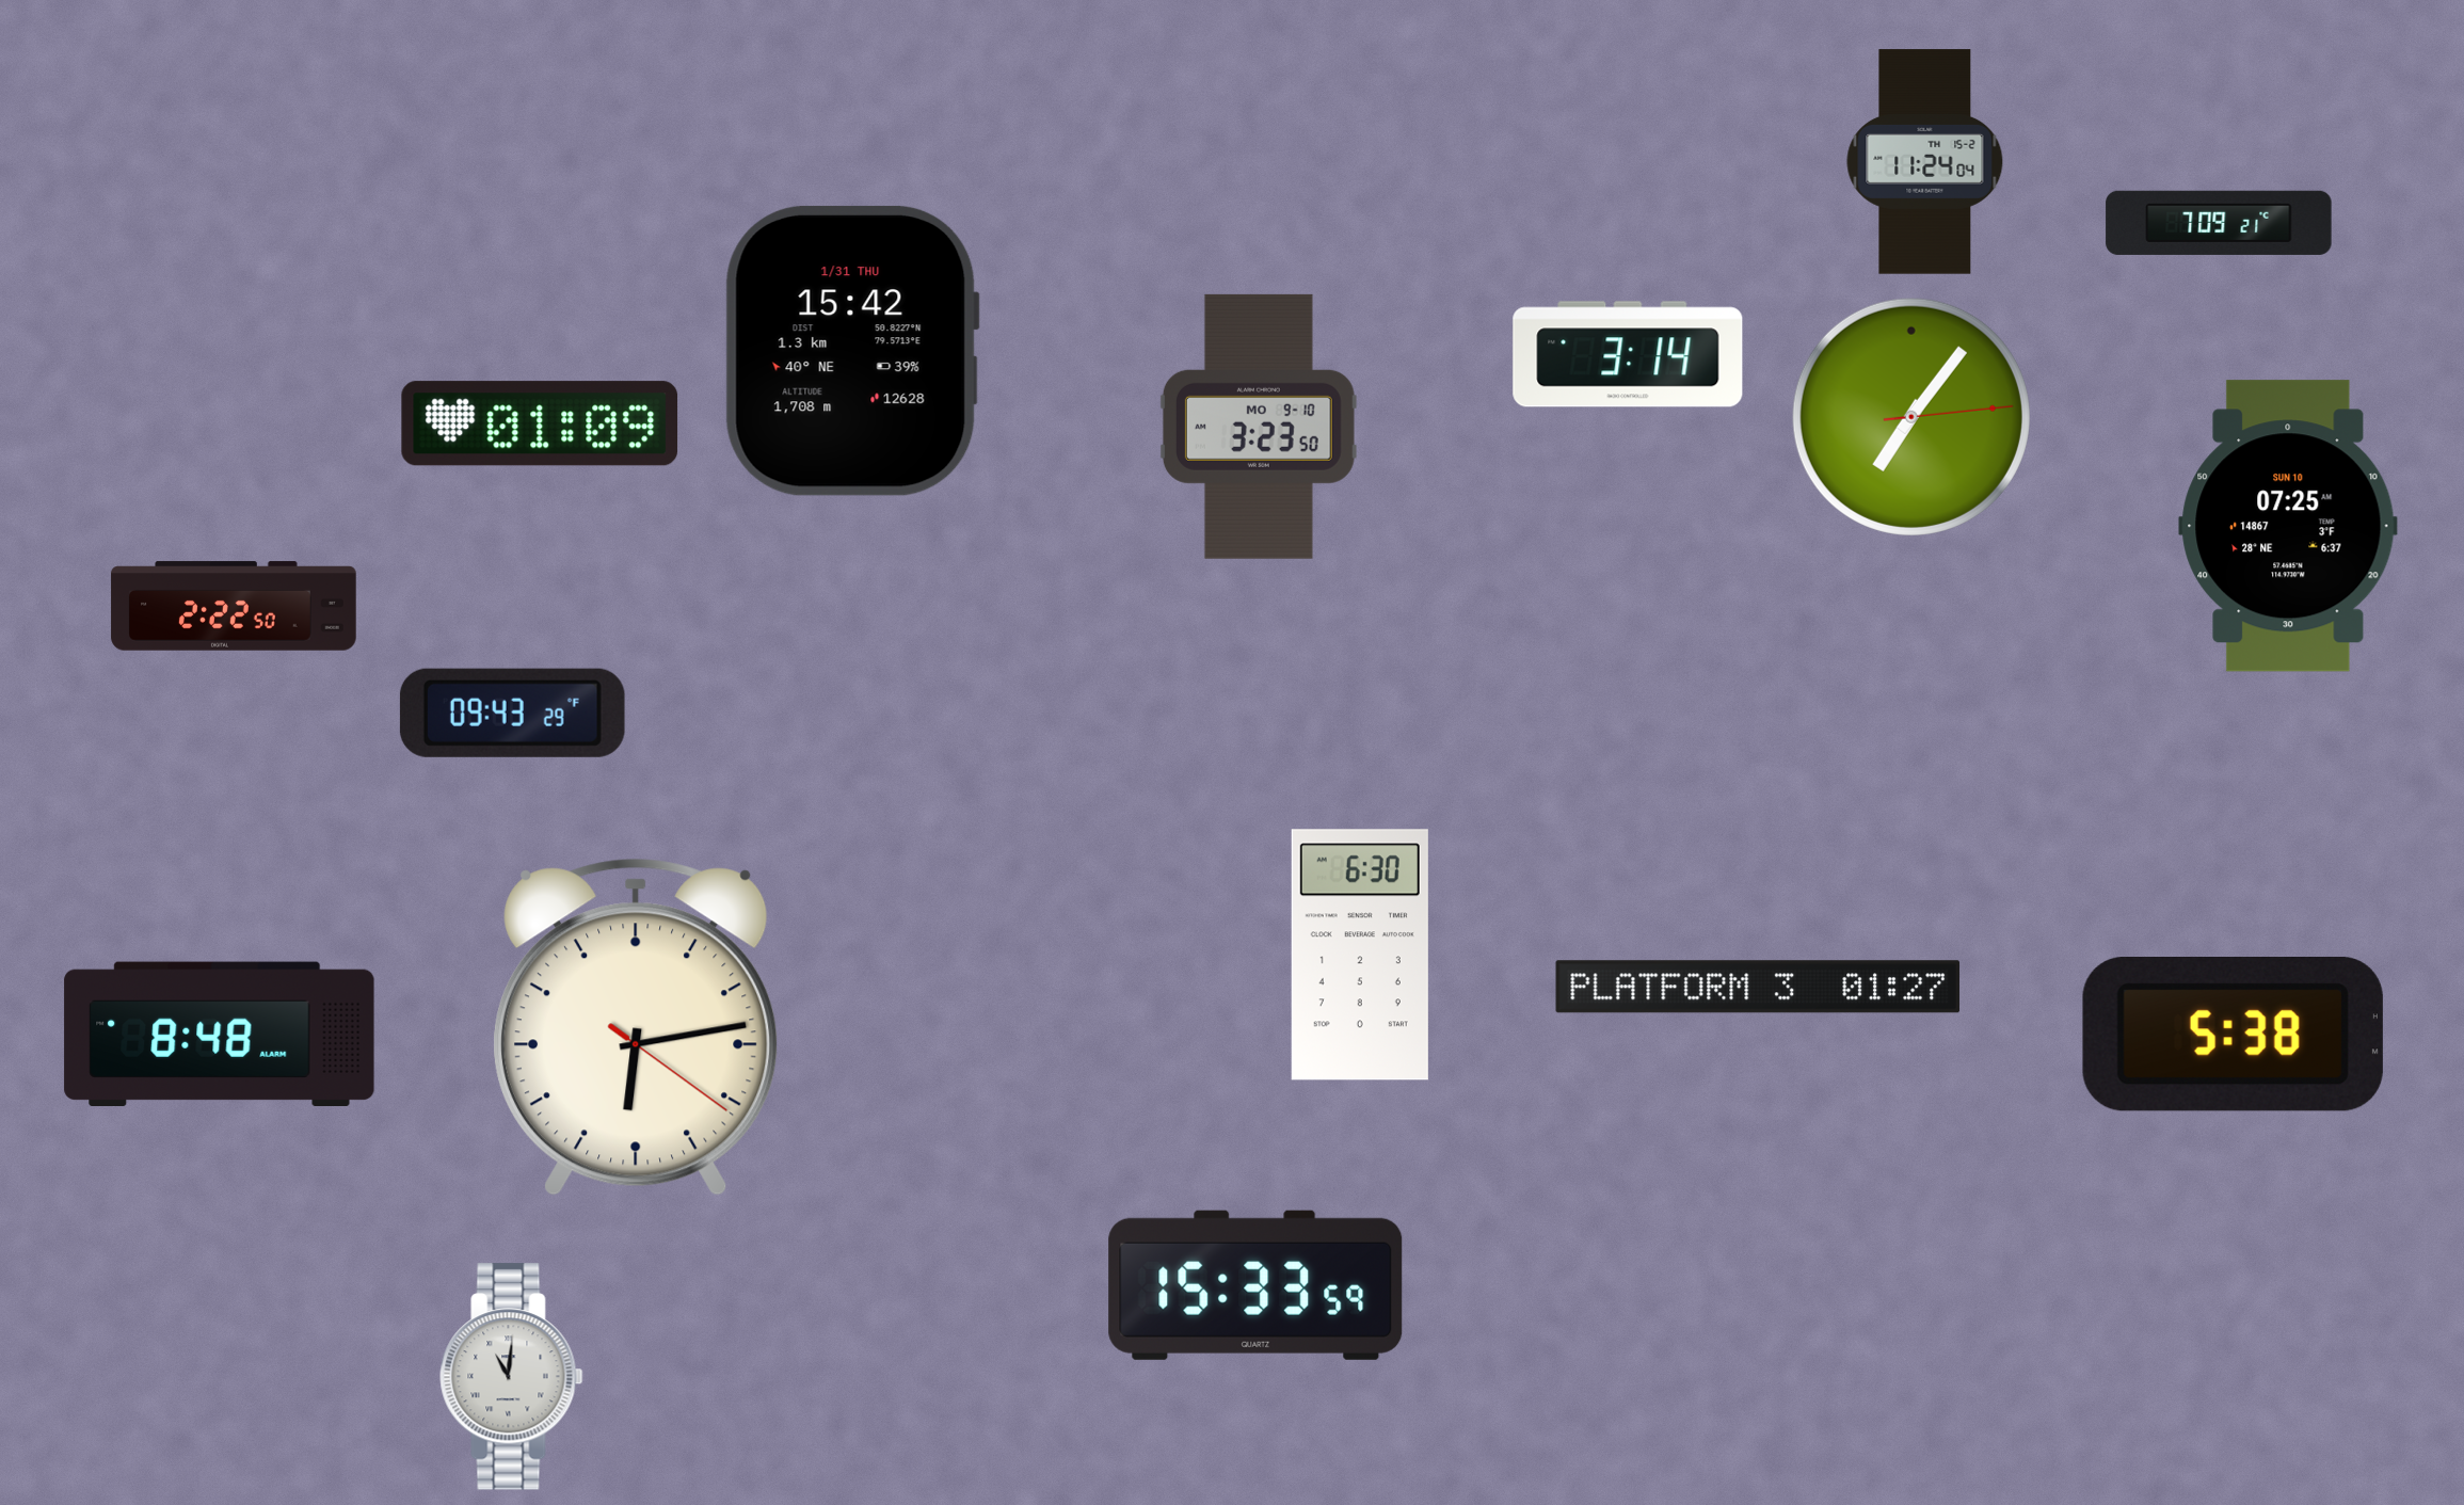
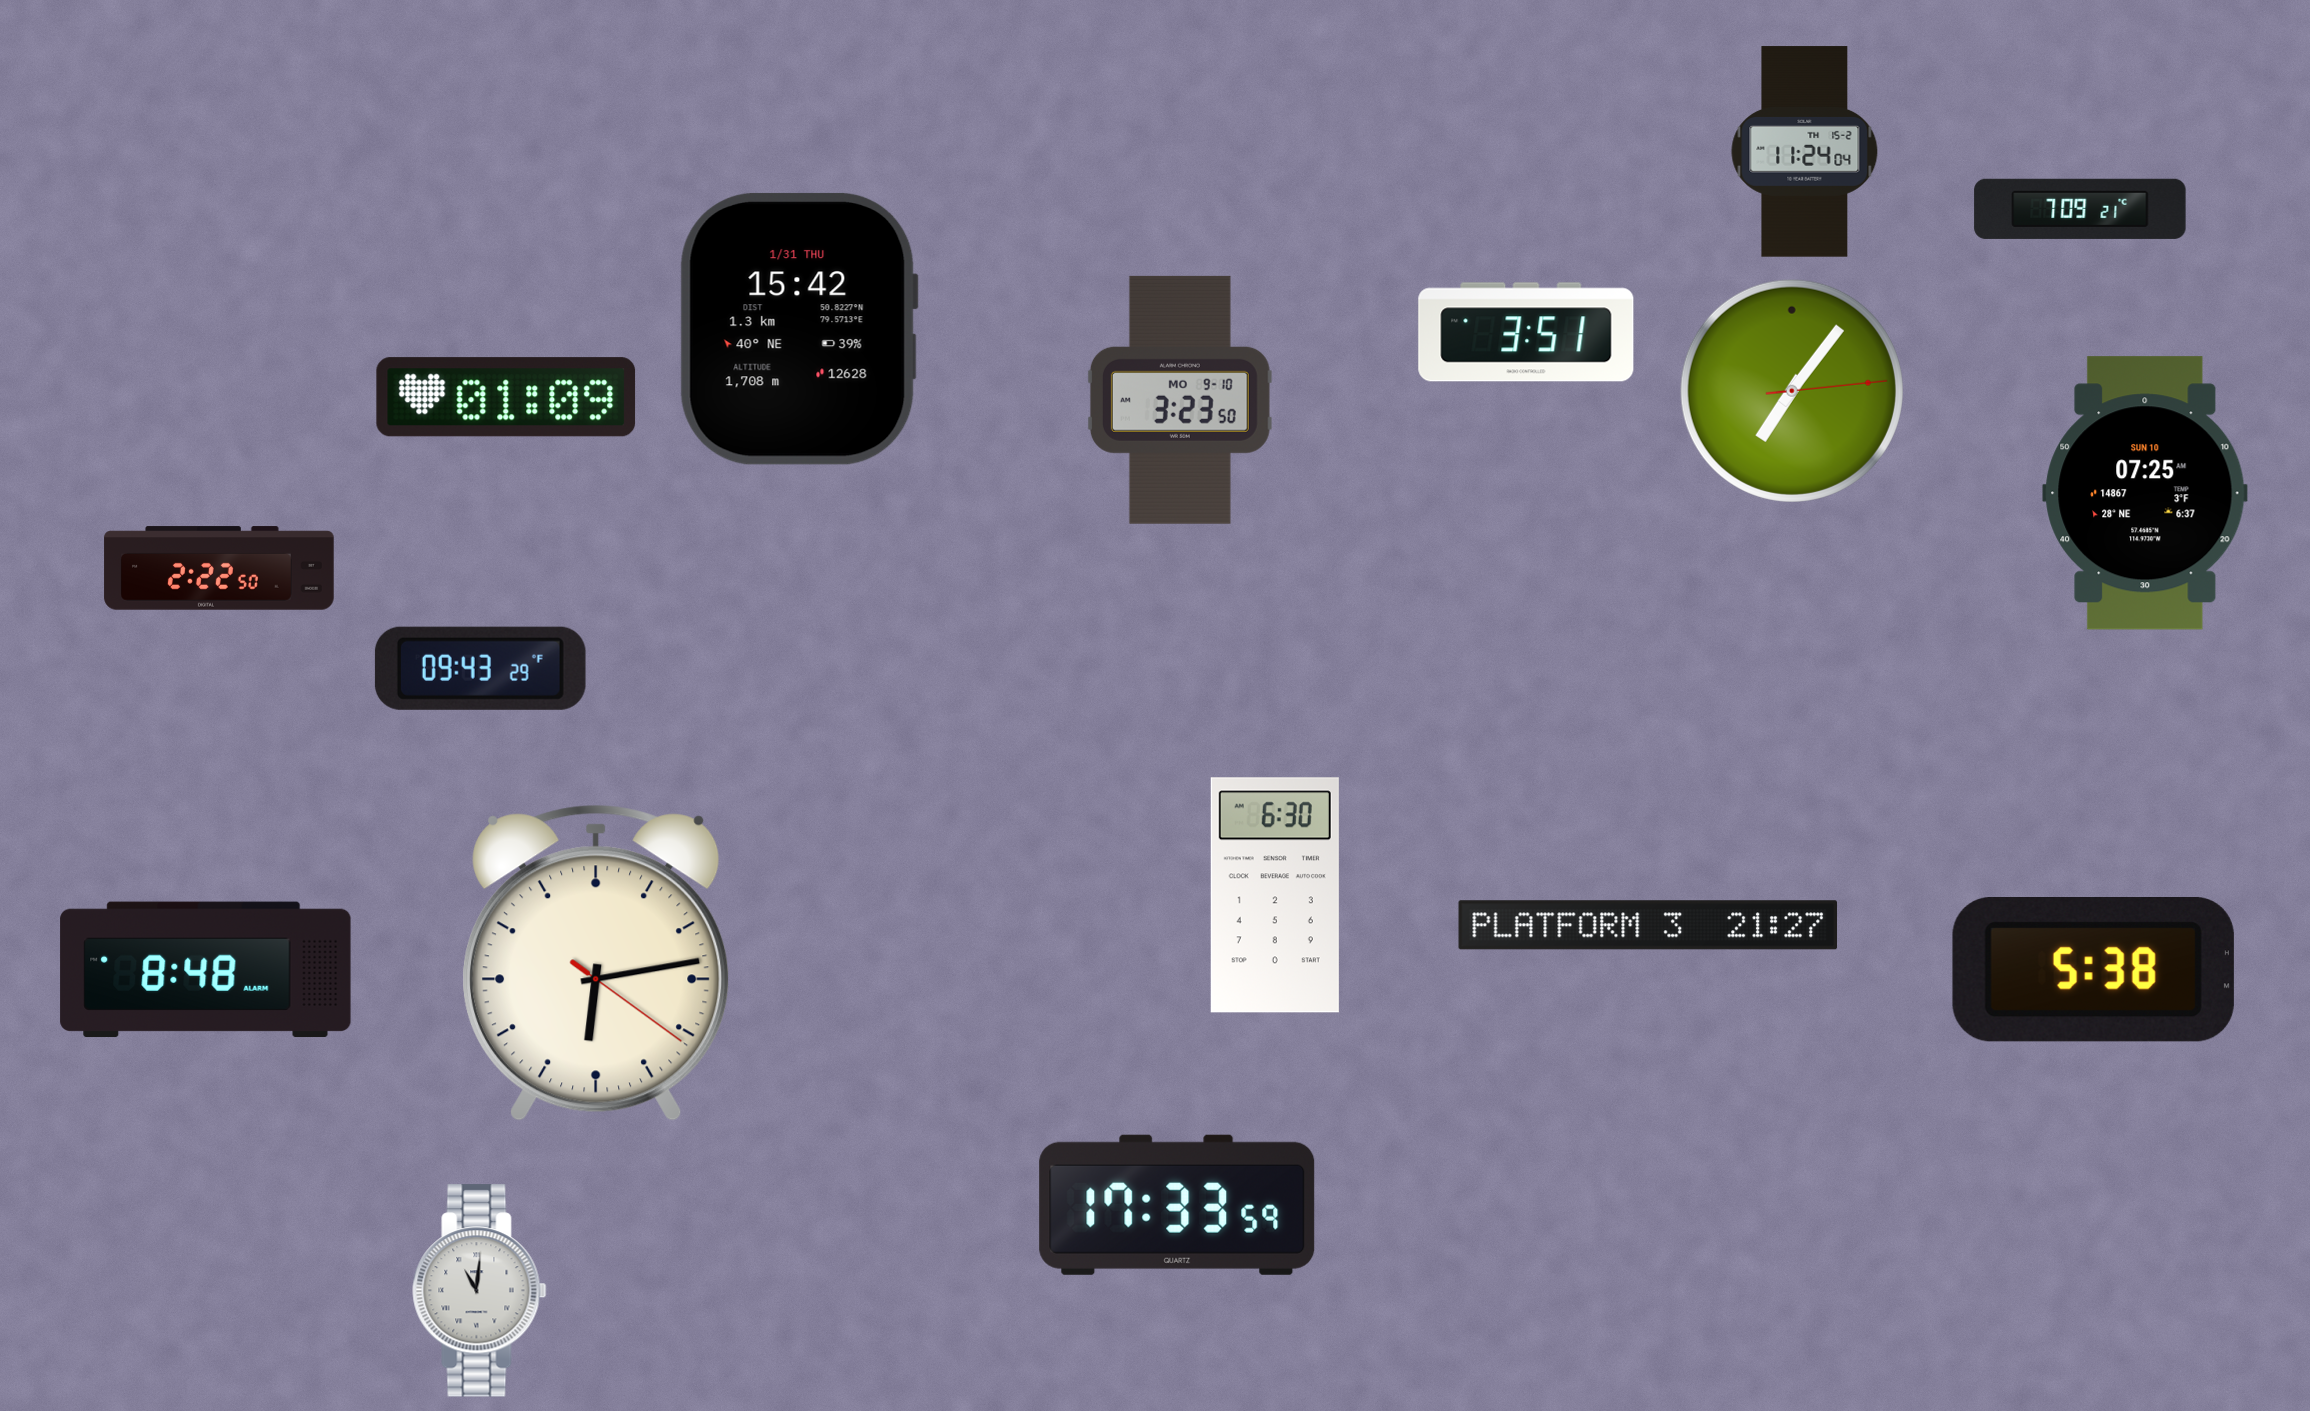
clock at (1628, 354): 3:14 -> 3:51
clock at (1758, 987): 01:27 -> 21:27
clock at (1255, 1285): 15:33 -> 17:33
